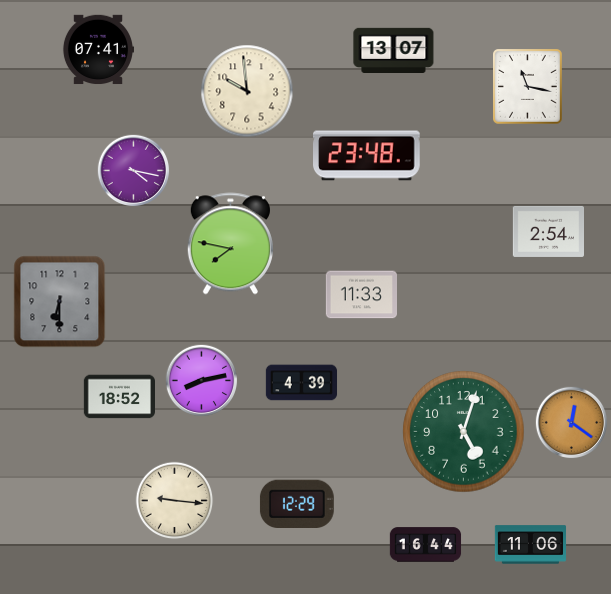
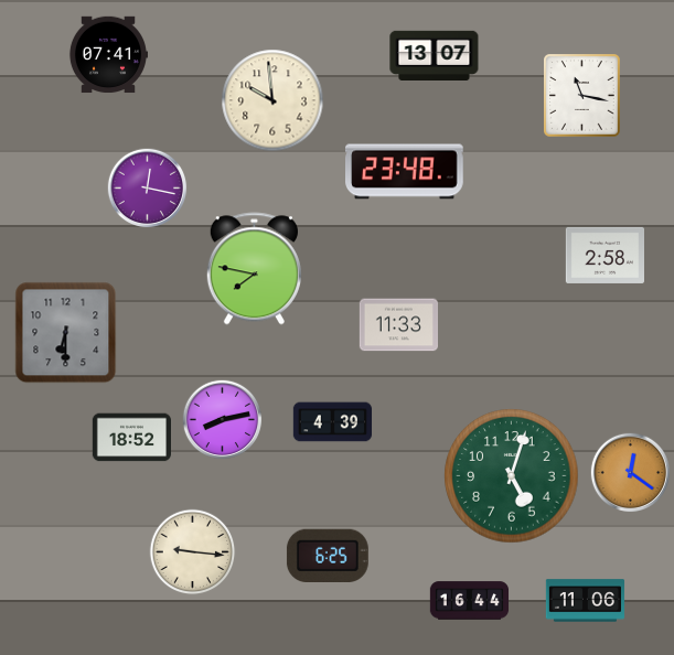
clock at (134, 171): 4:17 -> 12:17
clock at (548, 231): 2:54 -> 2:58
clock at (572, 423) position: (572, 423) -> (631, 473)
clock at (297, 504): 12:29 -> 6:25
